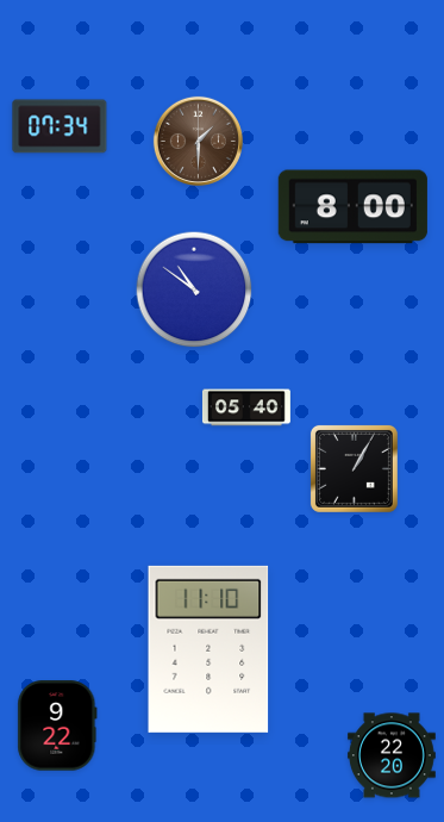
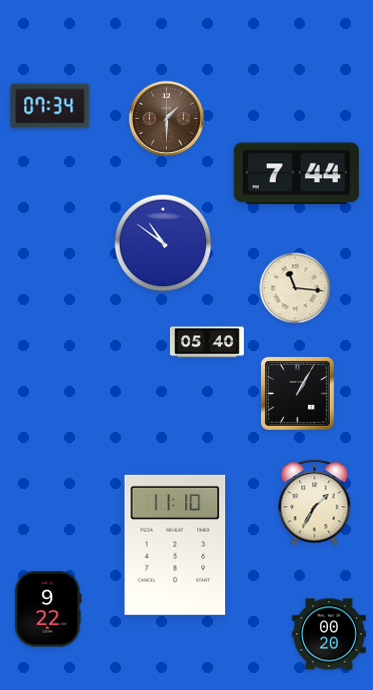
clock at (352, 207): 8:00 -> 7:44
clock at (295, 288): none -> 11:16
clock at (315, 503): none -> 1:35
clock at (392, 755): 22:20 -> 00:20
